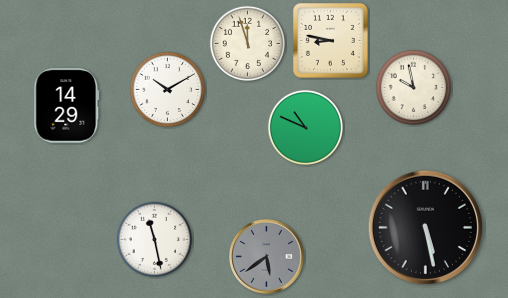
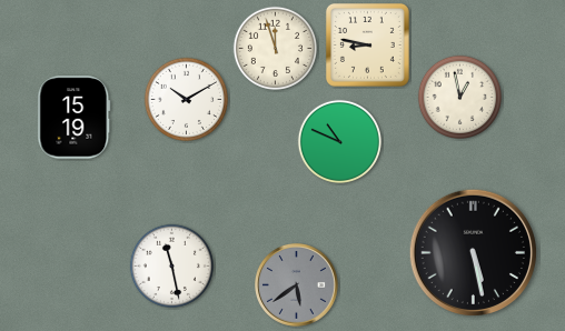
clock at (413, 87): 9:58 -> 12:58
clock at (67, 106): 14:29 -> 15:19
